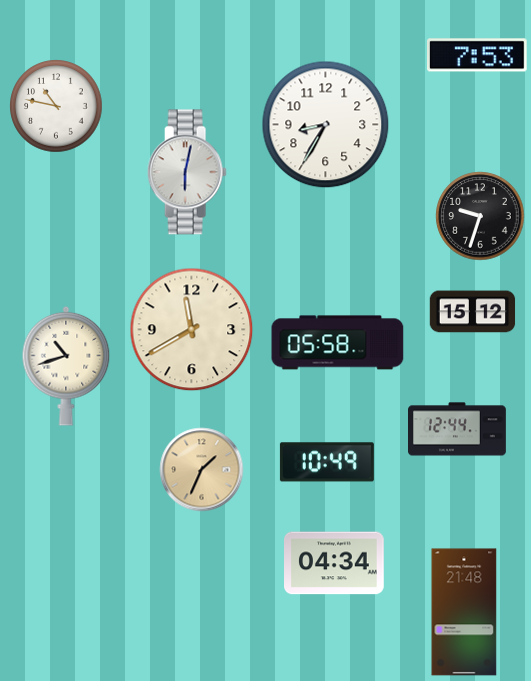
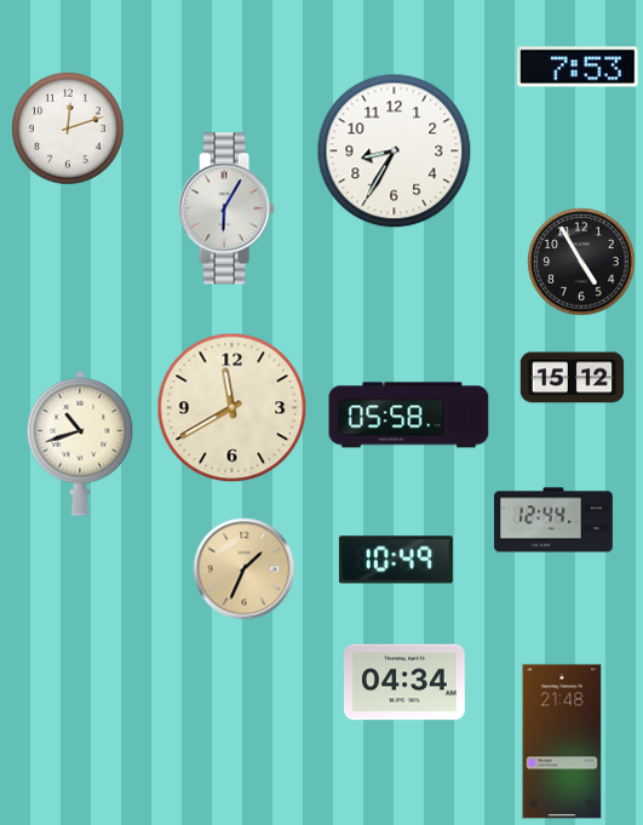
clock at (56, 106): 10:47 -> 12:12
clock at (187, 172): 6:02 -> 6:05
clock at (480, 216): 9:33 -> 4:55
clock at (191, 329) position: (191, 329) -> (231, 407)
